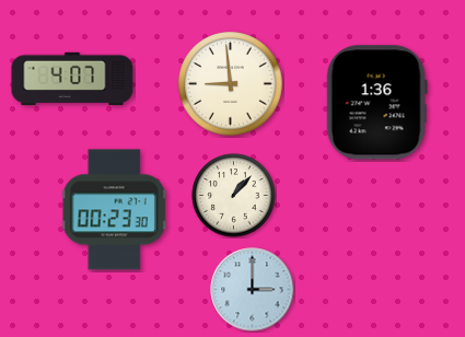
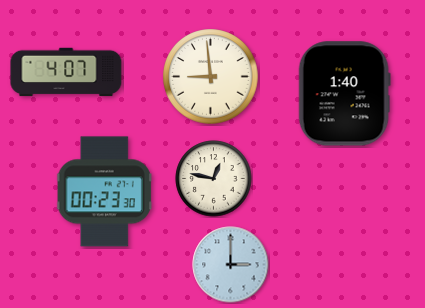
clock at (376, 103): 1:36 -> 1:40
clock at (234, 196): 1:07 -> 12:47
